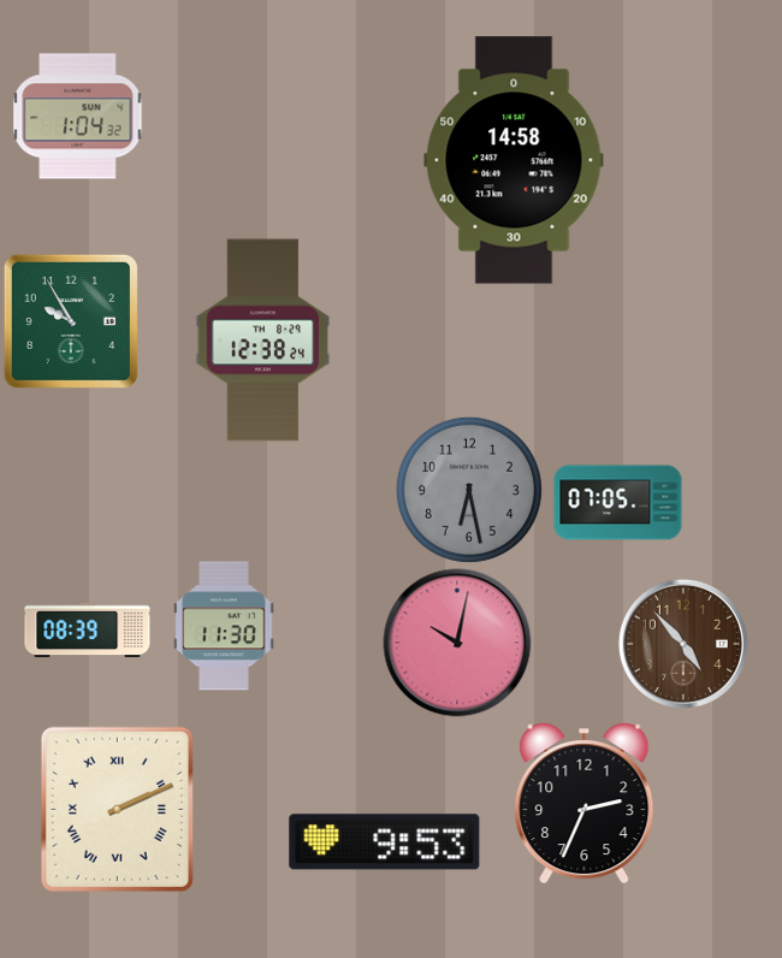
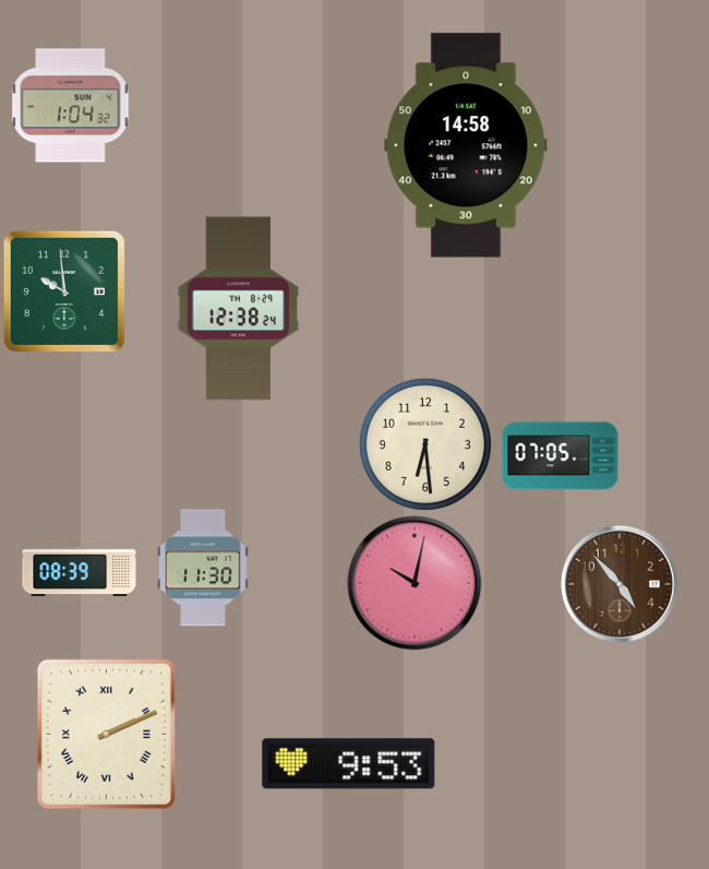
clock at (71, 321): 9:55 -> 9:59
clock at (469, 490): 6:28 -> 6:29
clock at (469, 490) dial: grey -> cream
clock at (585, 804): 2:34 -> none
